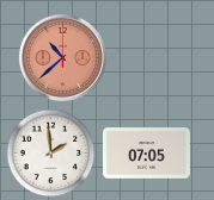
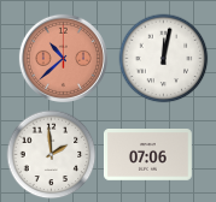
clock at (164, 59): none -> 12:02
clock at (146, 154): 07:05 -> 07:06
